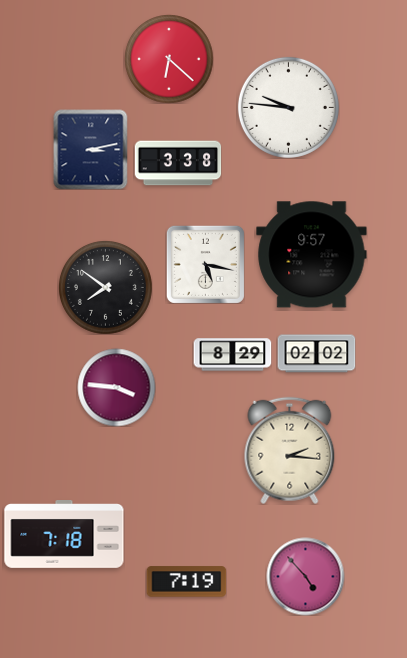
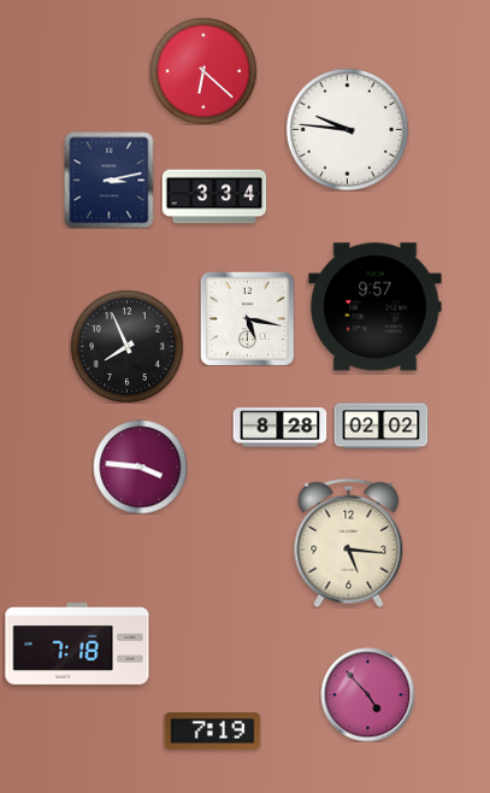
clock at (178, 163): 3:38 -> 3:34
clock at (105, 287): 7:51 -> 7:56
clock at (232, 355): 8:29 -> 8:28
clock at (290, 450): 2:16 -> 5:16
clock at (186, 582) position: (186, 582) -> (212, 732)
